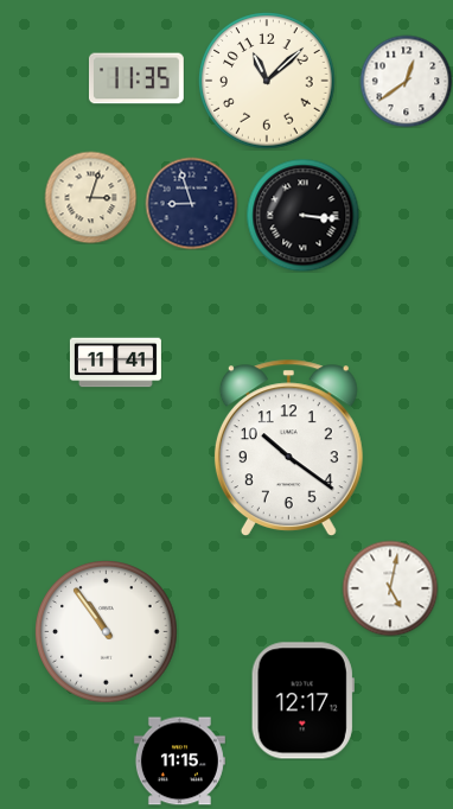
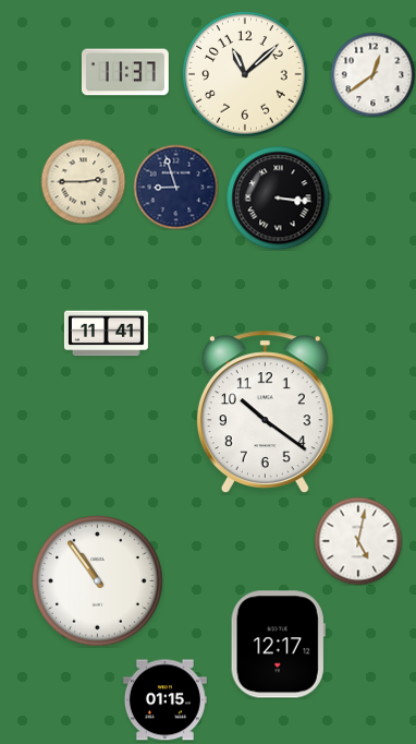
clock at (136, 78): 11:35 -> 11:37
clock at (90, 197): 3:03 -> 2:45
clock at (179, 762): 11:15 -> 01:15
